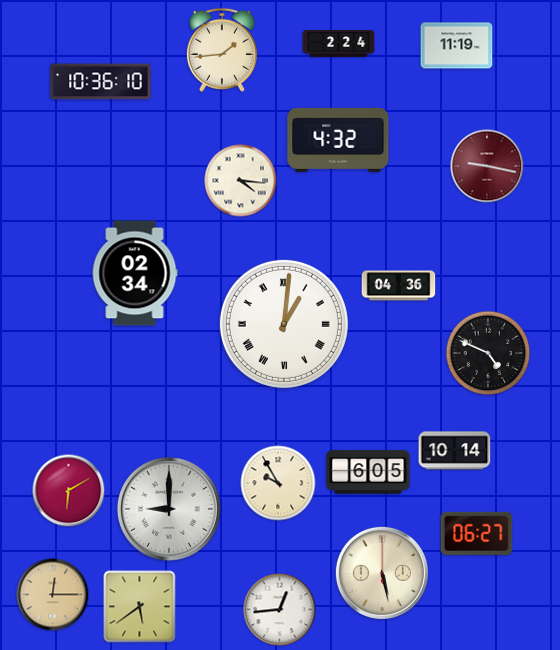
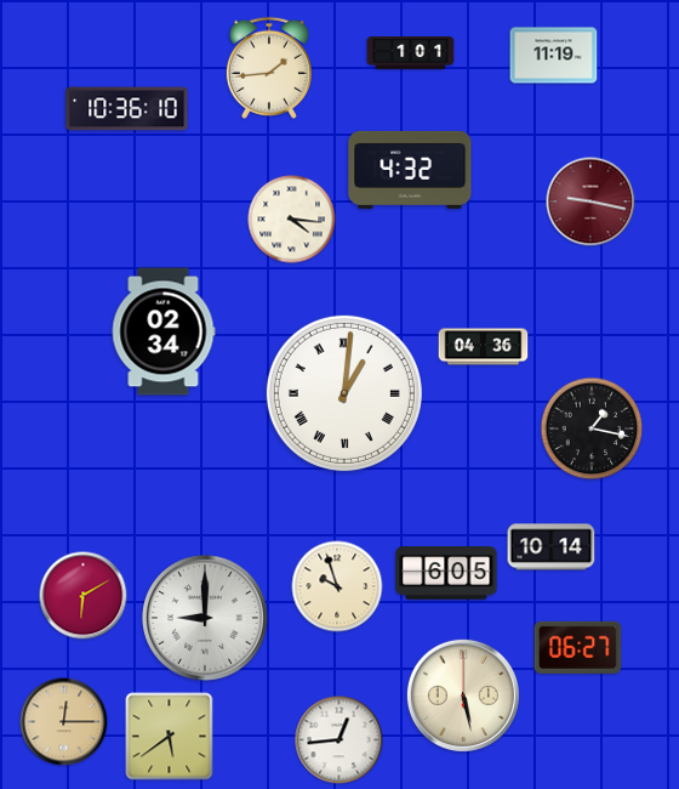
clock at (339, 44): 2:24 -> 1:01
clock at (222, 50) position: (222, 50) -> (269, 68)
clock at (101, 82) position: (101, 82) -> (127, 109)
clock at (488, 353): 4:49 -> 1:17
clock at (278, 483): 9:55 -> 9:57
